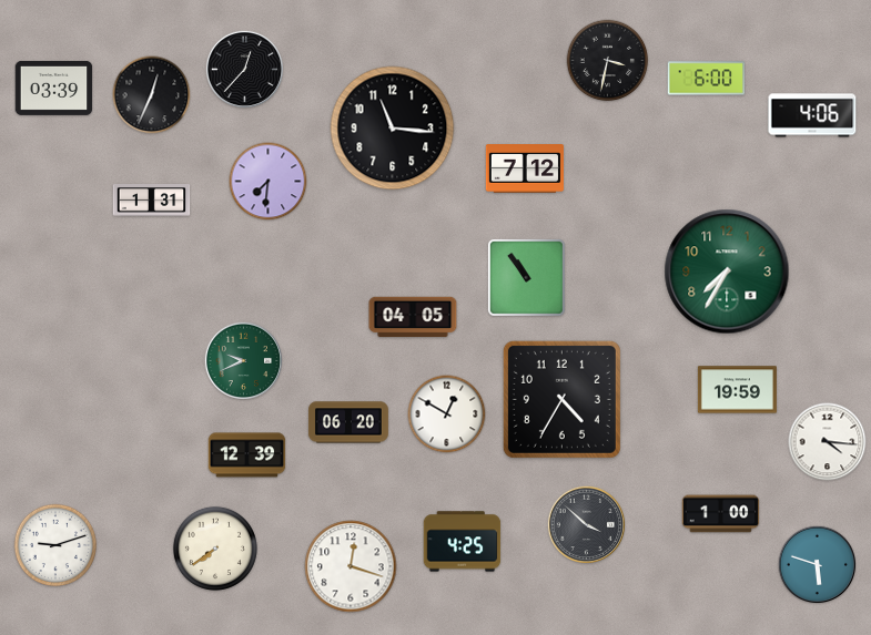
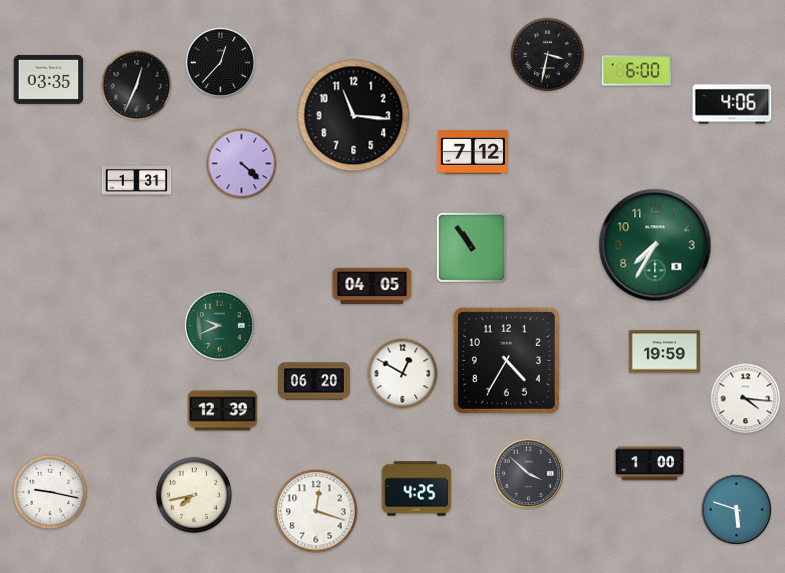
clock at (54, 88): 03:39 -> 03:35
clock at (269, 182): 7:31 -> 4:22
clock at (526, 277) position: (526, 277) -> (471, 247)
clock at (55, 545): 9:12 -> 9:17
clock at (215, 549): 7:39 -> 7:43
